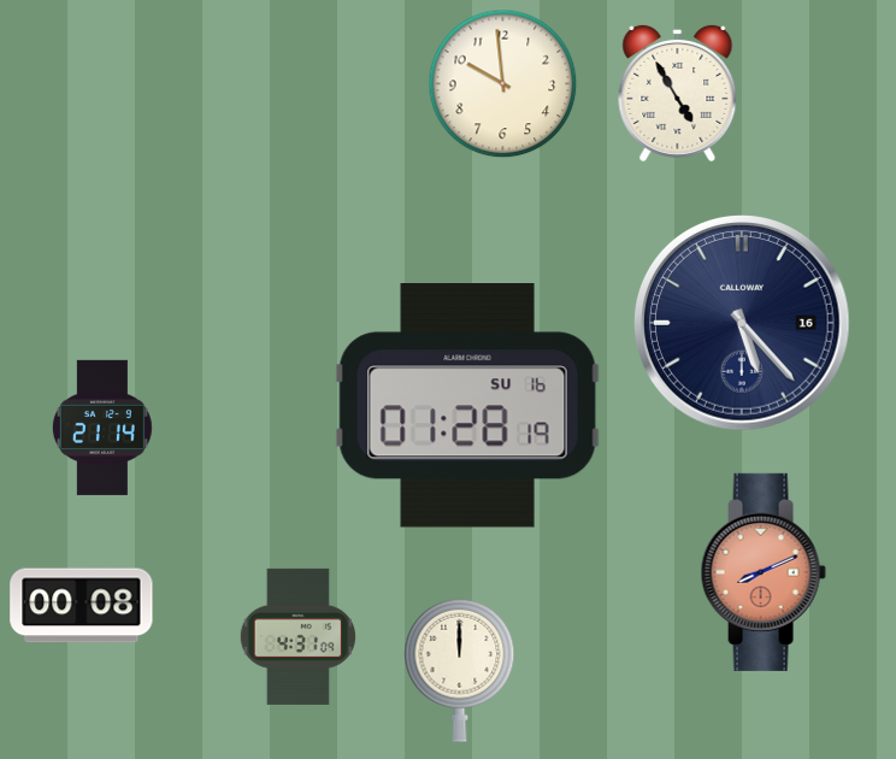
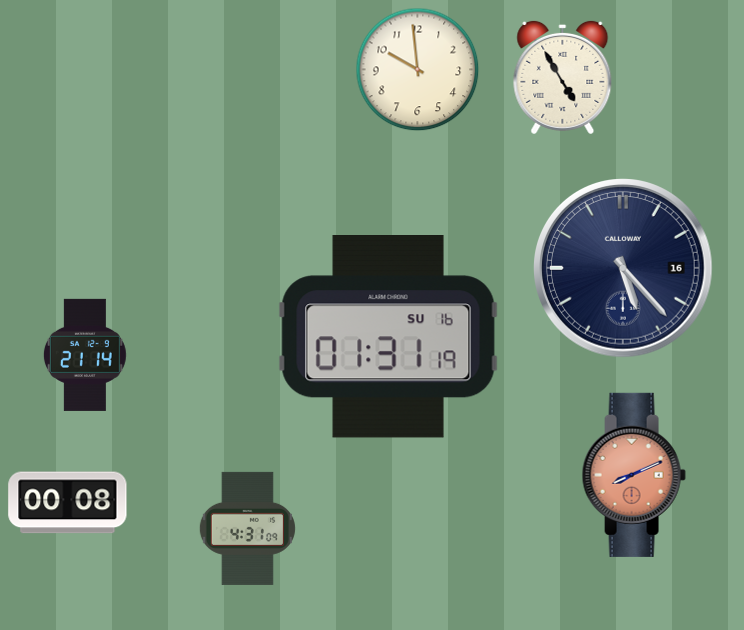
clock at (742, 323) position: (742, 323) -> (623, 268)
clock at (467, 406): 01:28 -> 01:31
clock at (460, 670): 12:00 -> none
